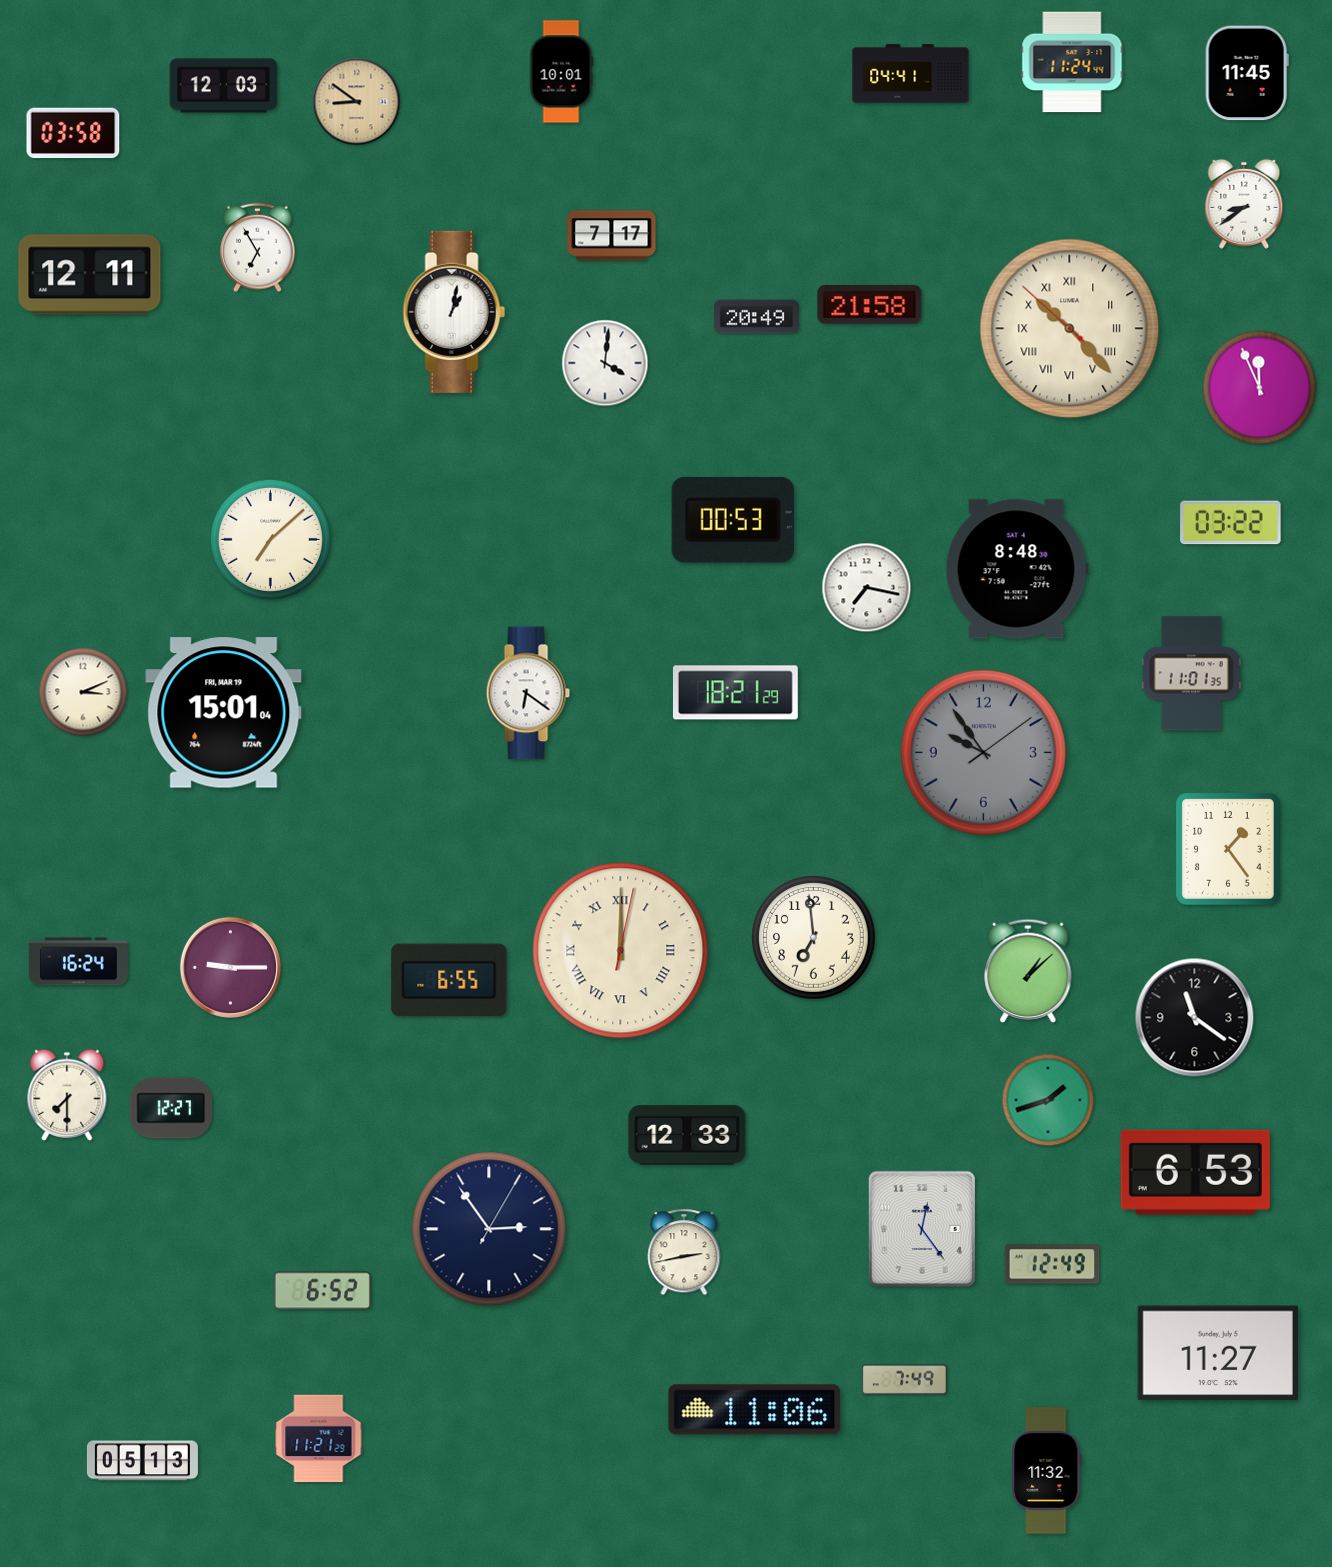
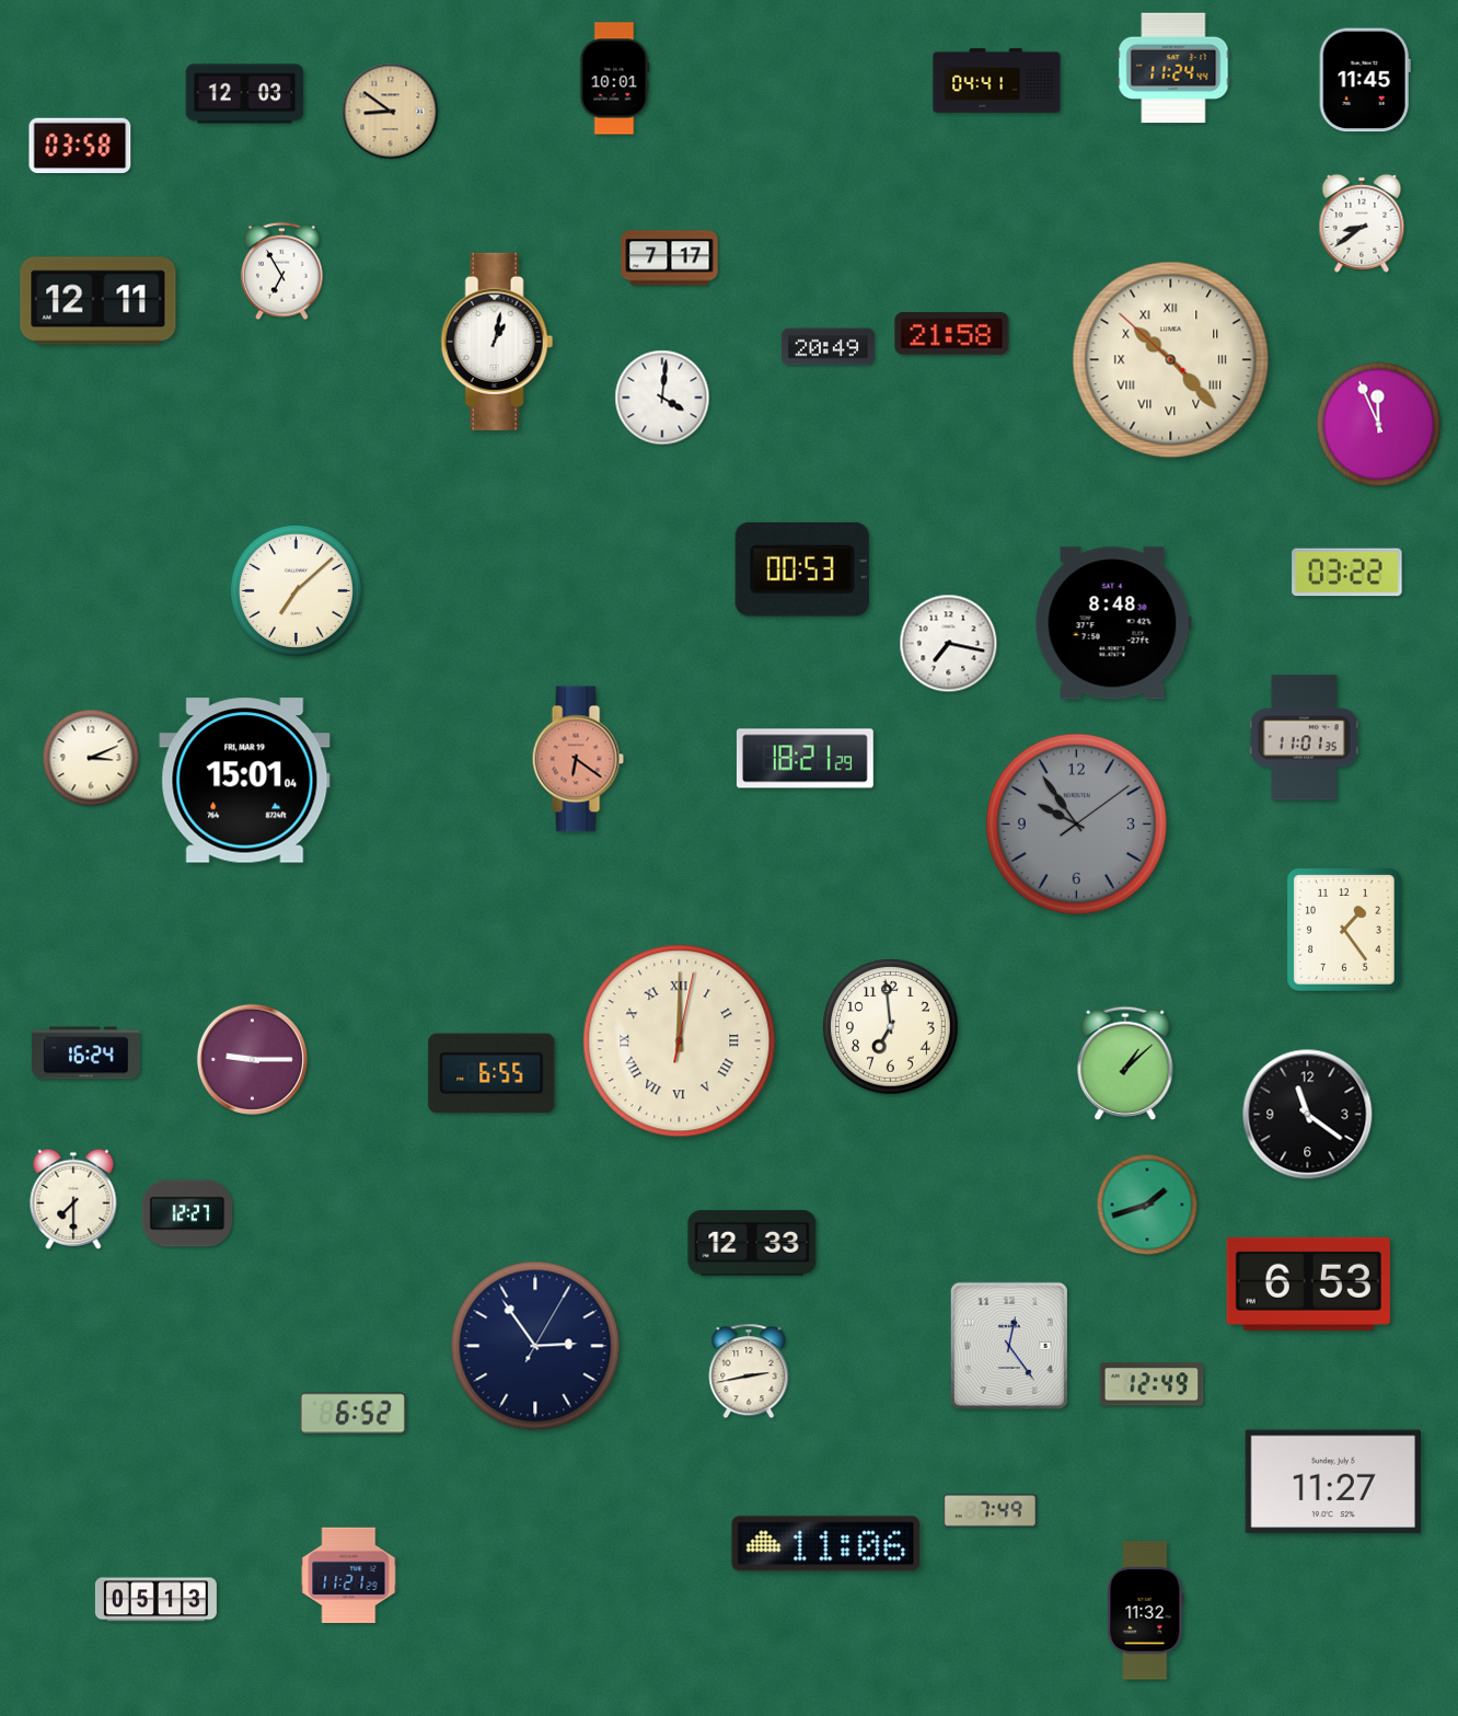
clock at (528, 693) dial: white -> salmon
